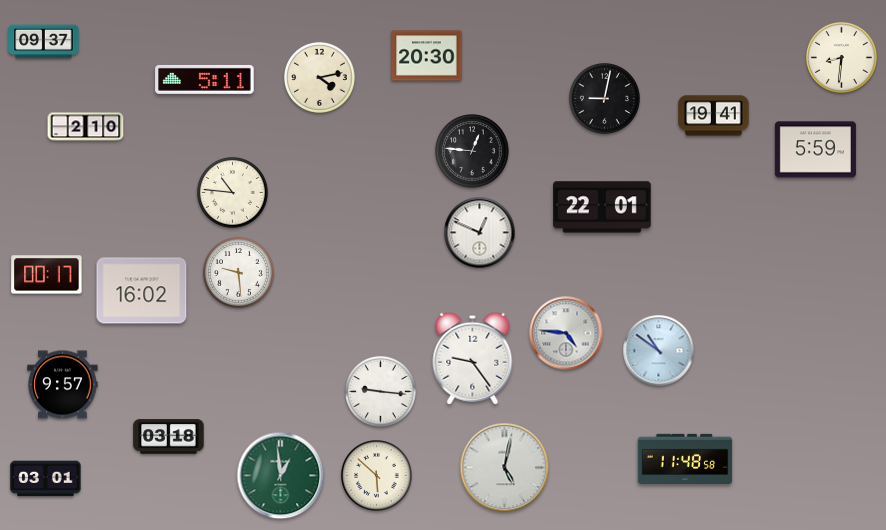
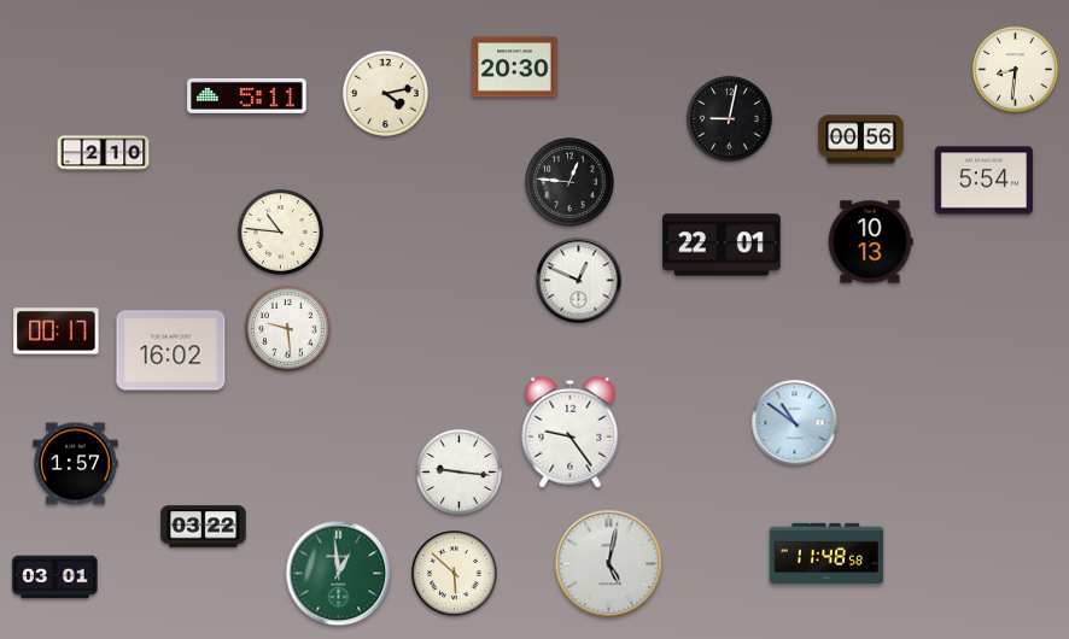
clock at (44, 42): 09:37 -> none
clock at (714, 116): 19:41 -> 00:56
clock at (815, 150): 5:59 -> 5:54
clock at (870, 242): none -> 10:13
clock at (603, 207) position: (603, 207) -> (723, 245)
clock at (566, 333): 4:46 -> none
clock at (63, 385): 9:57 -> 1:57
clock at (169, 437): 03:18 -> 03:22
